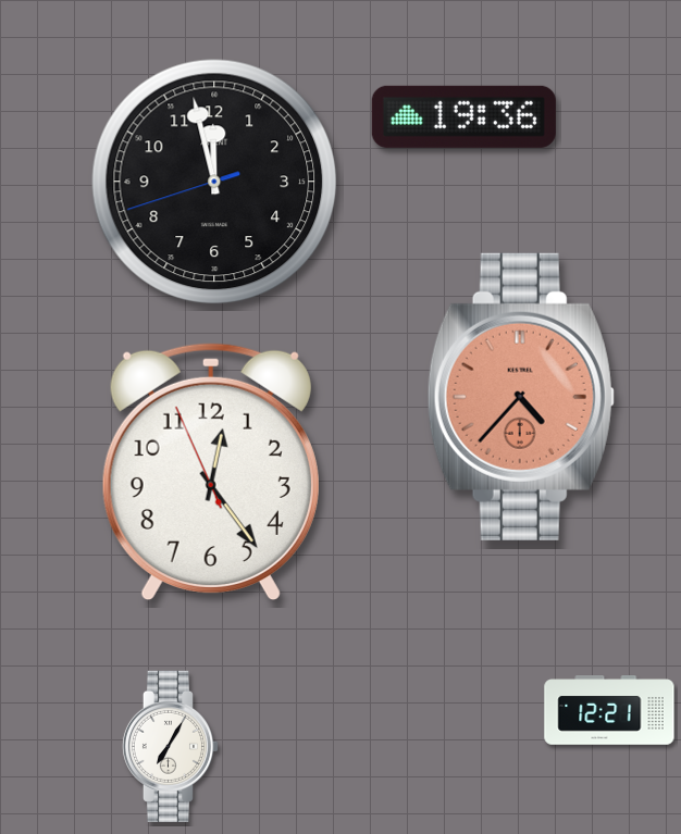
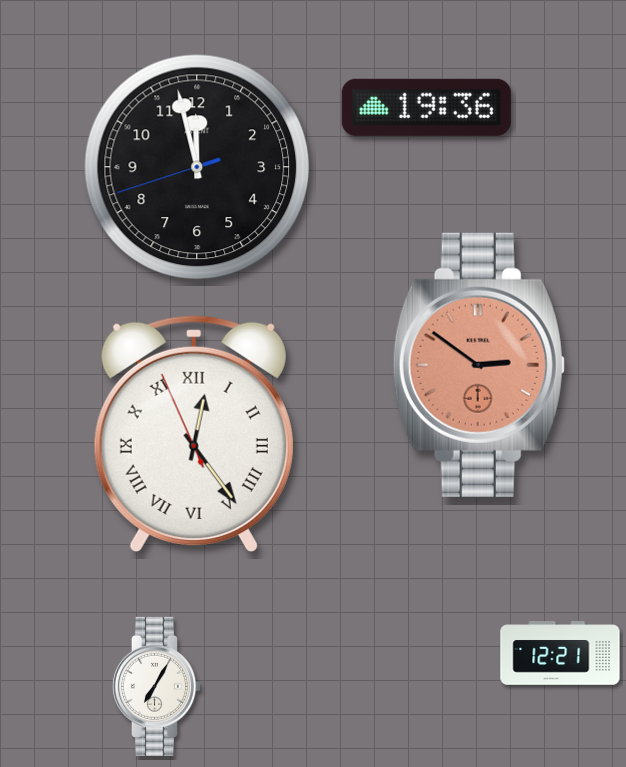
clock at (521, 397): 4:37 -> 2:51
clock at (211, 472) numerals: Arabic -> Roman
